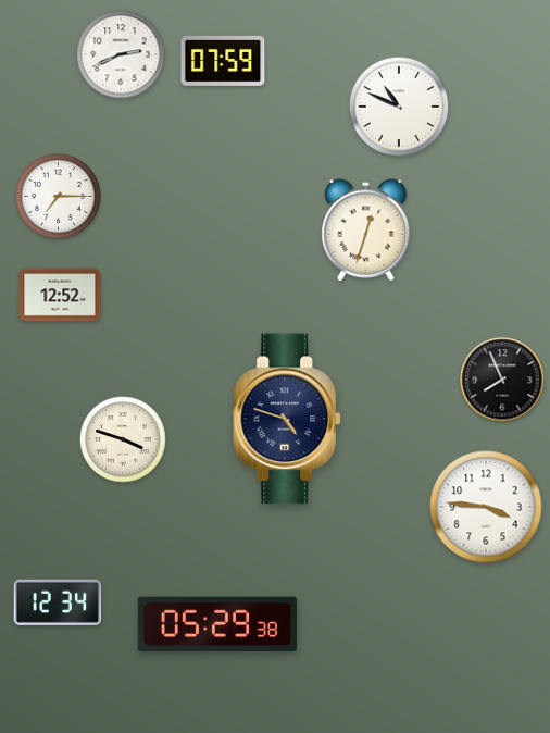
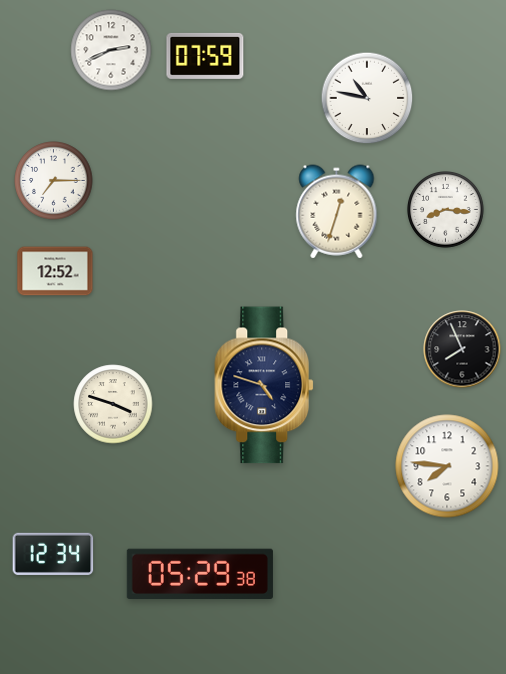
clock at (399, 107): 10:49 -> 10:47
clock at (446, 210): none -> 8:16
clock at (486, 507): 3:46 -> 7:46
